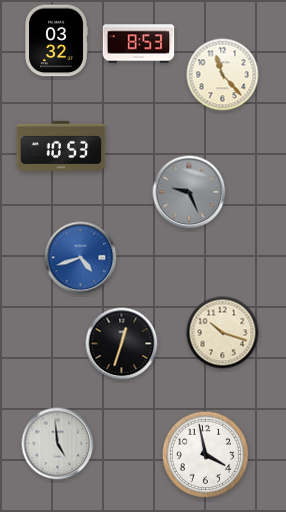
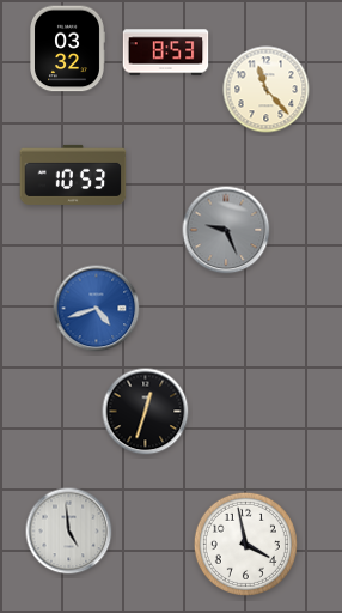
clock at (223, 333): 10:18 -> none
